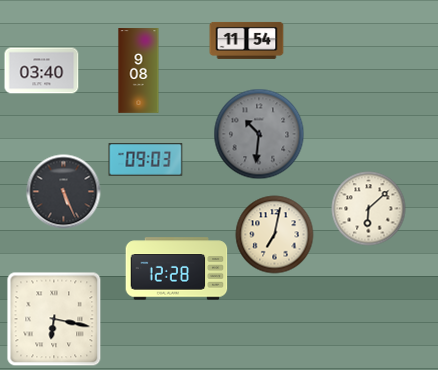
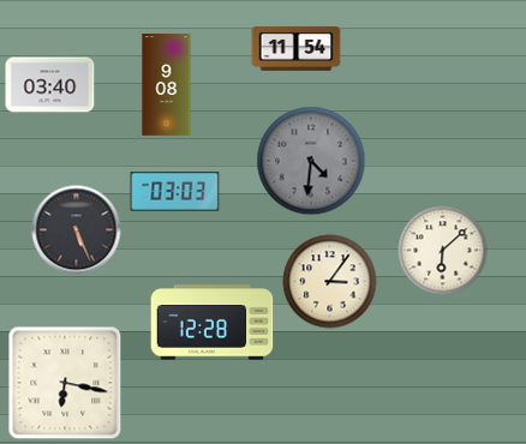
clock at (259, 134): 10:31 -> 4:31
clock at (146, 160): 09:03 -> 03:03
clock at (275, 235): 7:02 -> 3:06
